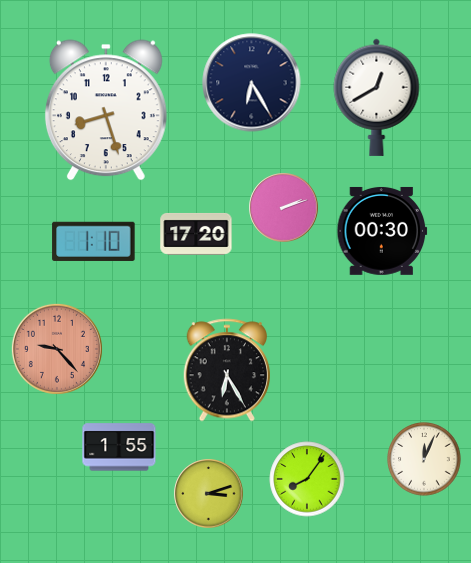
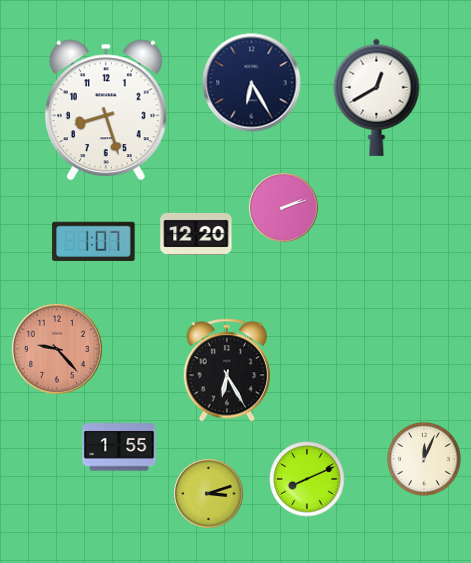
clock at (382, 231): 00:30 -> none
clock at (196, 234): 17:20 -> 12:20
clock at (94, 241): 1:10 -> 1:07
clock at (307, 479): 8:06 -> 8:11
